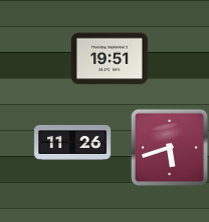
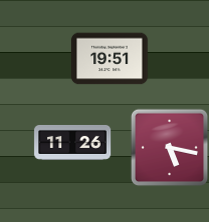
clock at (169, 147): 5:42 -> 5:17
